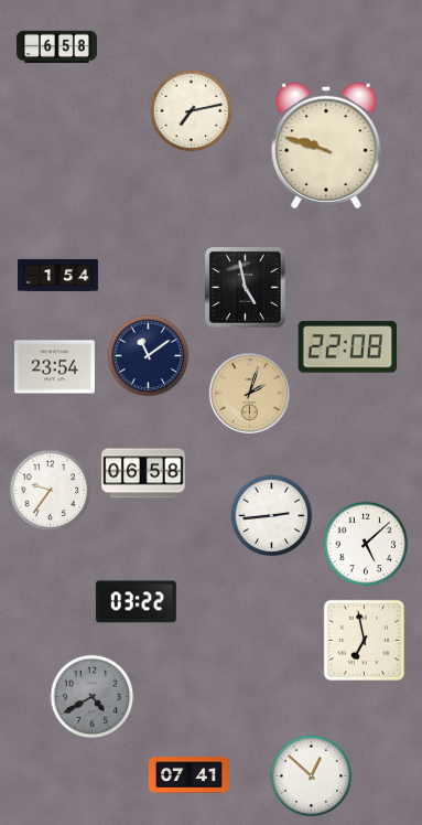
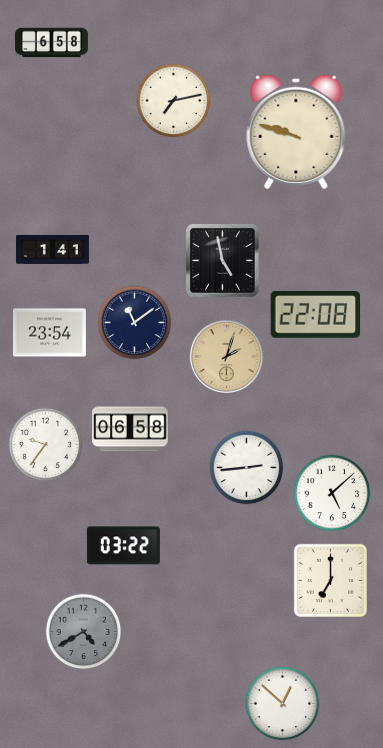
clock at (57, 275): 1:54 -> 1:41
clock at (364, 640): 6:58 -> 7:00
clock at (188, 775): 07:41 -> none
